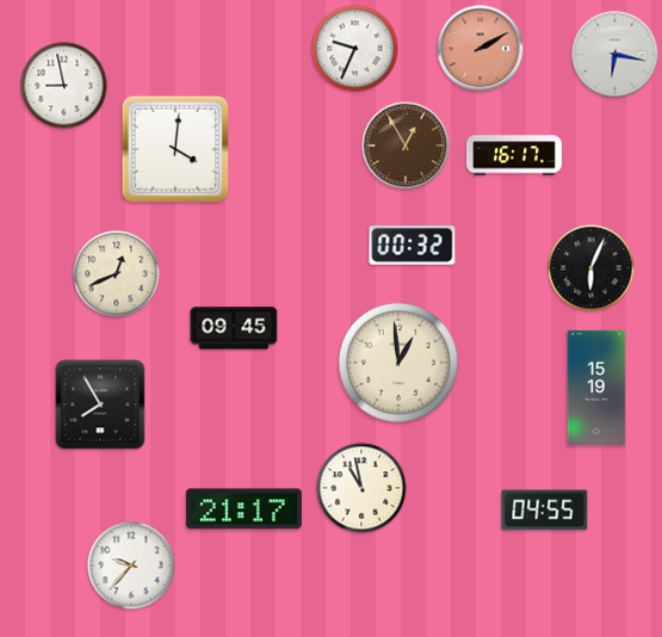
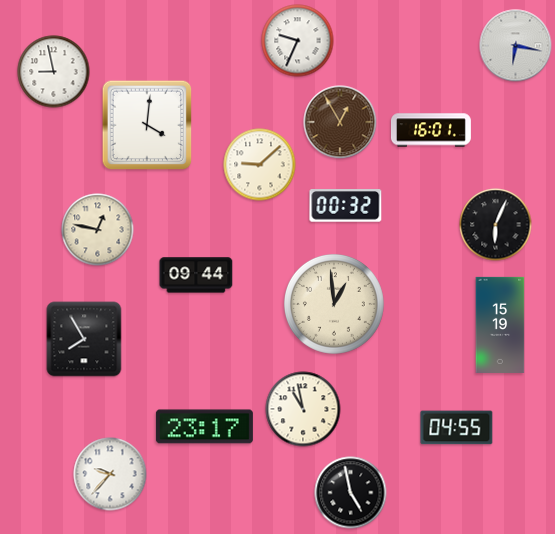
clock at (481, 49): 2:10 -> none
clock at (514, 155): 16:17 -> 16:01
clock at (260, 165): none -> 9:08
clock at (117, 274): 12:41 -> 12:47
clock at (234, 328): 09:45 -> 09:44
clock at (243, 509): 21:17 -> 23:17
clock at (351, 493): none -> 4:58
